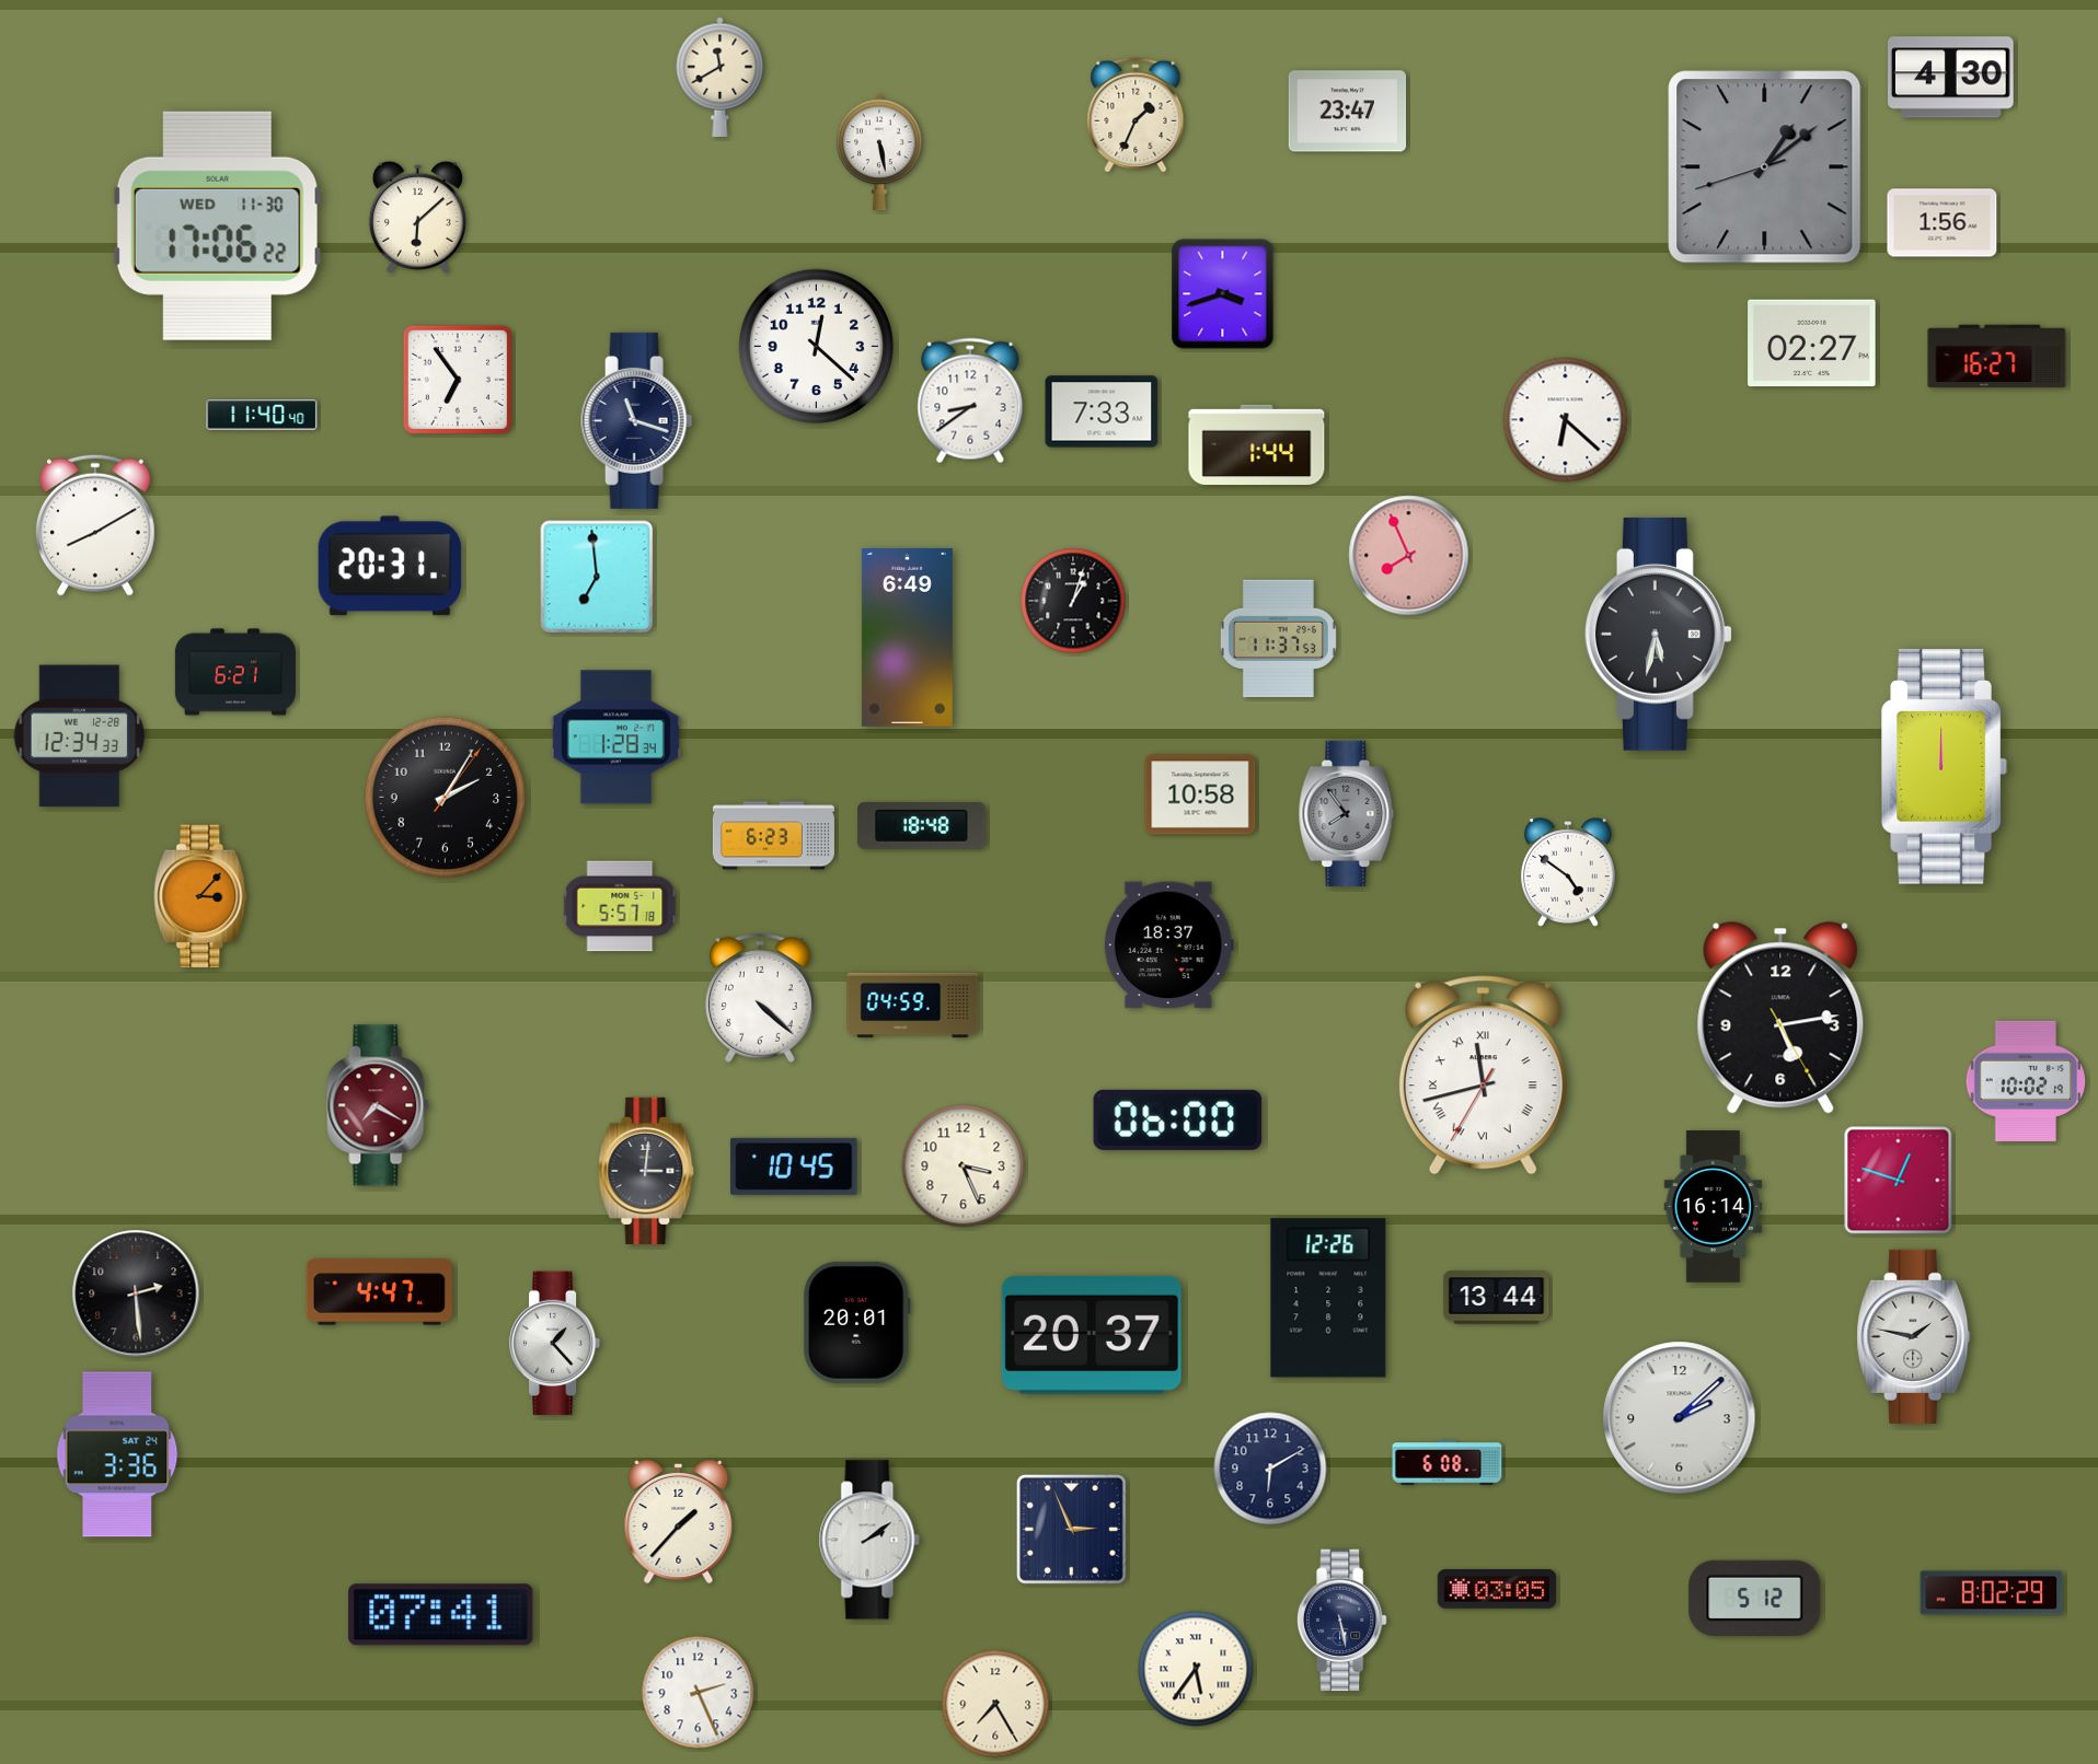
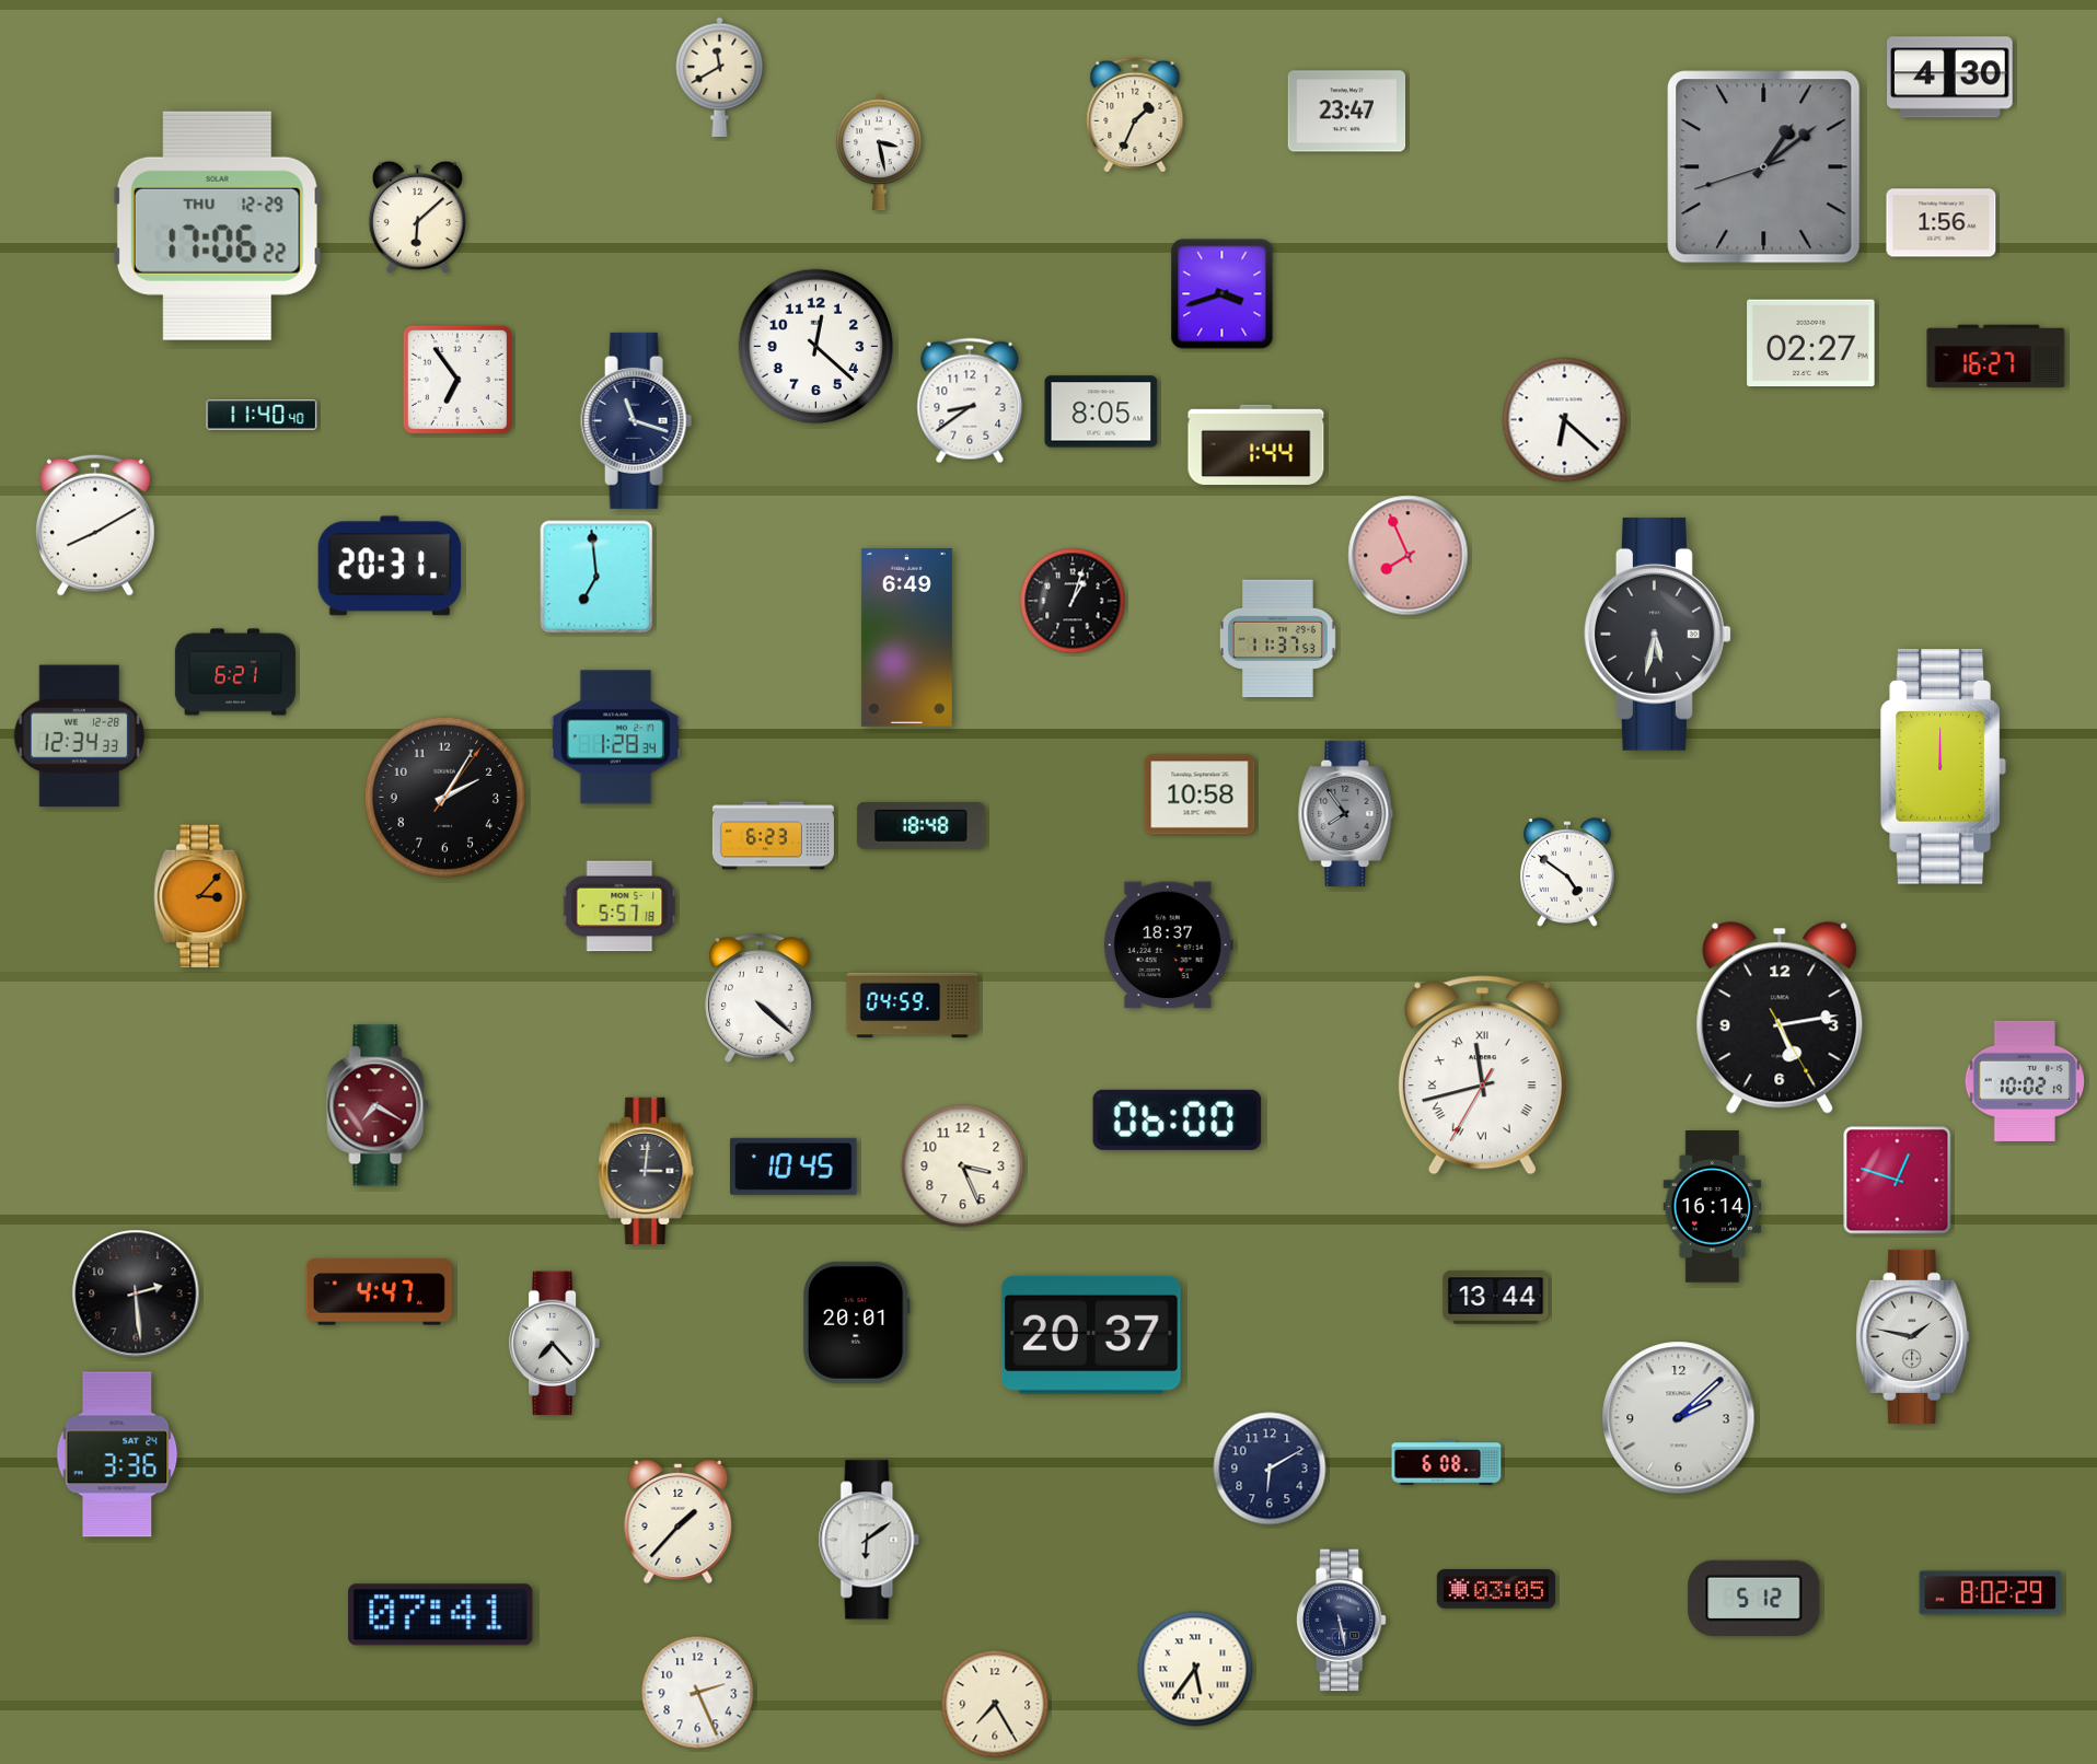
clock at (879, 152): 5:28 -> 3:28
clock at (217, 225) date: WED 11-30 -> THU 12-29
clock at (1102, 411): 7:33 -> 8:05
clock at (1328, 1298): 12:26 -> none
clock at (555, 1344): 1:23 -> 7:23
clock at (1071, 1529): 2:56 -> none
clock at (869, 1540): 2:09 -> 6:09
